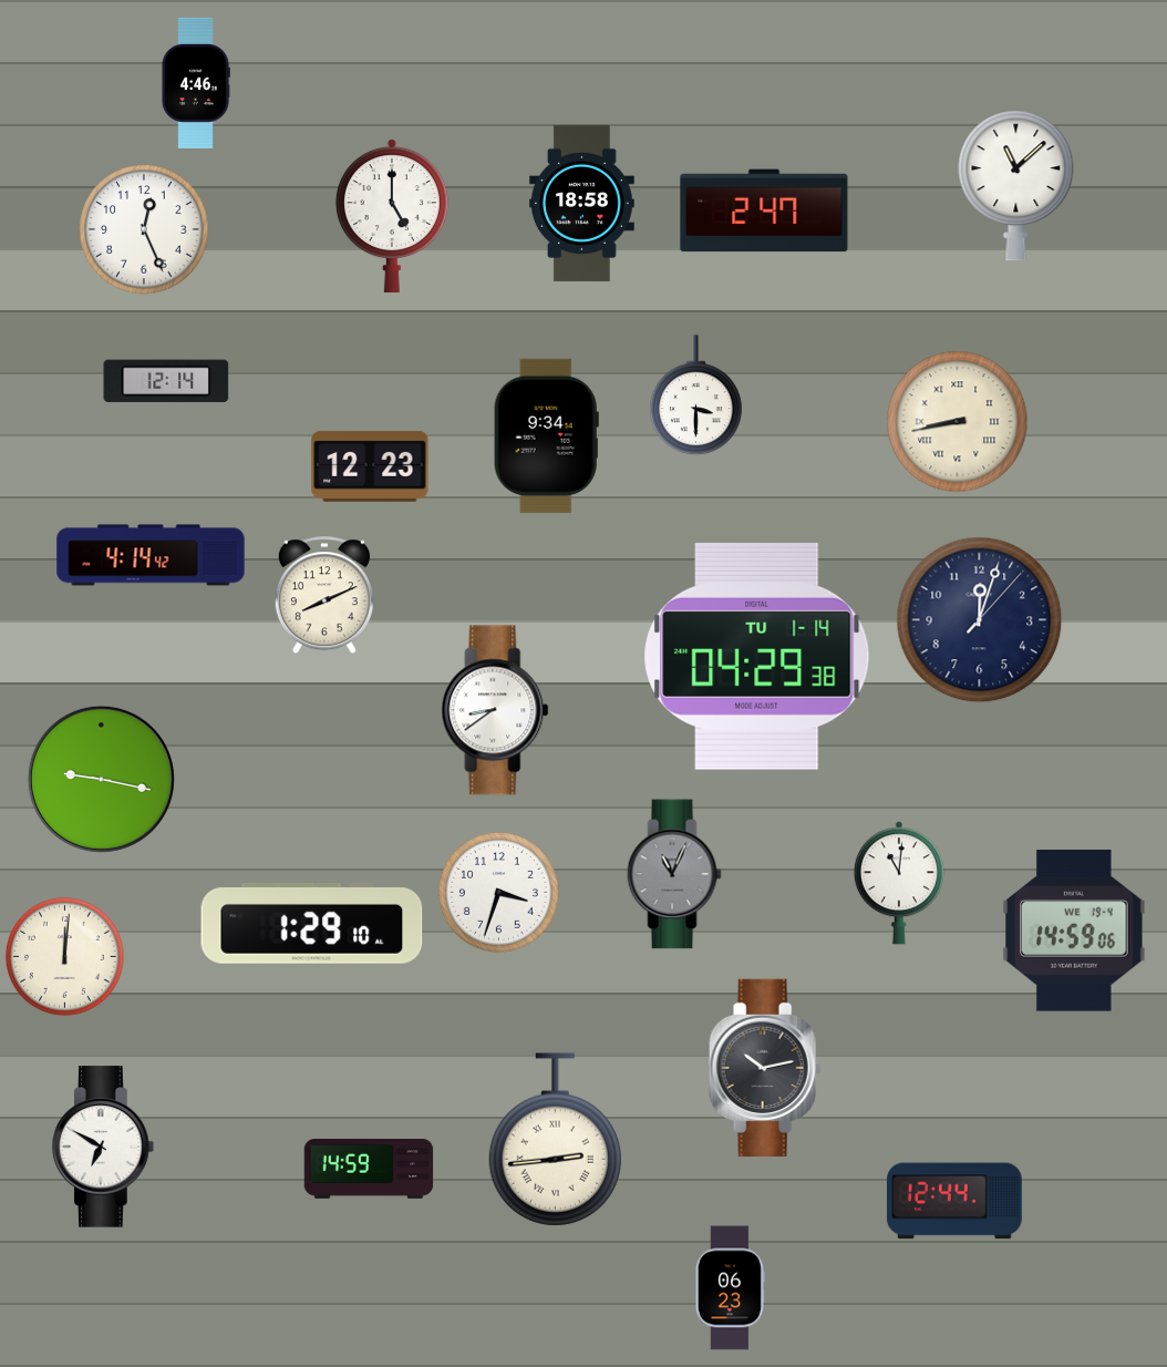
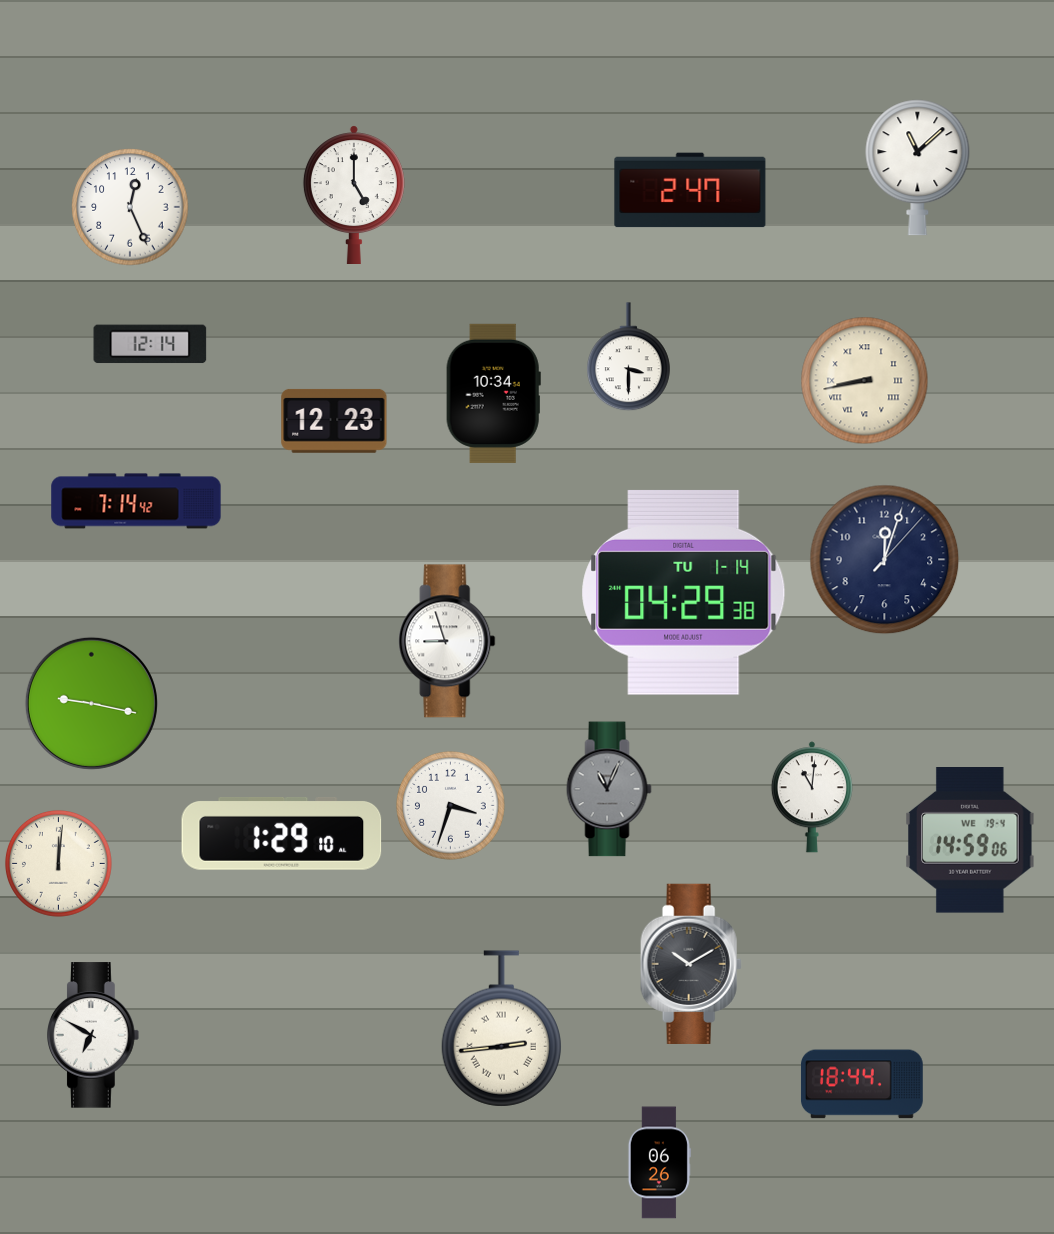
clock at (196, 83): 4:46 -> none
clock at (582, 203): 18:58 -> none
clock at (546, 435): 9:34 -> 10:34
clock at (151, 555): 4:14 -> 7:14
clock at (324, 596): 8:11 -> none
clock at (495, 710): 8:39 -> 8:57
clock at (765, 1068): 10:13 -> 10:10
clock at (369, 1169): 14:59 -> none
clock at (954, 1201): 12:44 -> 18:44
clock at (730, 1288): 06:23 -> 06:26
